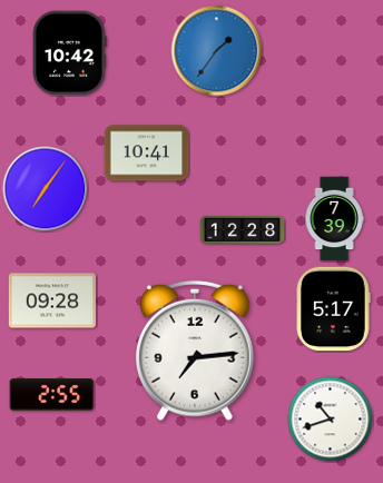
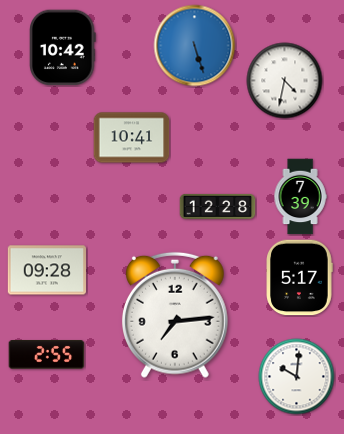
clock at (217, 51): 1:36 -> 5:27
clock at (285, 81): none -> 4:32
clock at (46, 189): 7:06 -> none
clock at (331, 420): 10:42 -> 10:01
